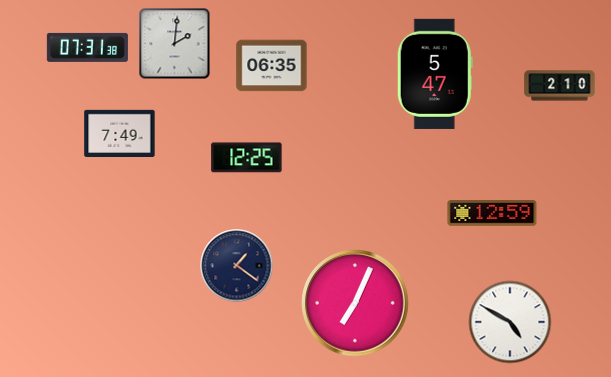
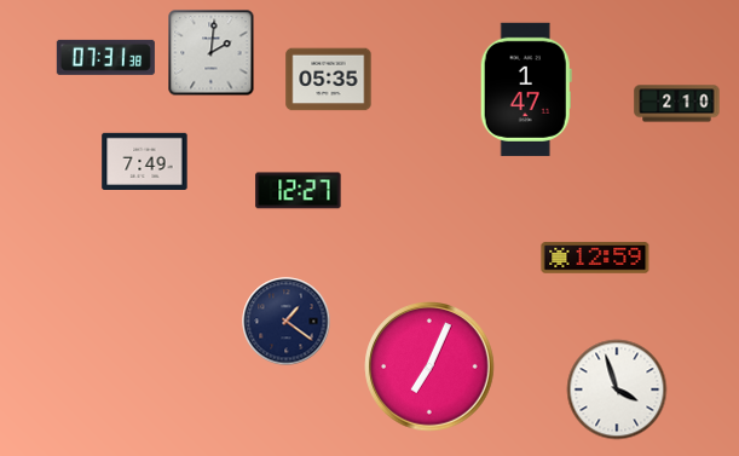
clock at (272, 66): 06:35 -> 05:35
clock at (435, 74): 5:47 -> 1:47
clock at (247, 158): 12:25 -> 12:27
clock at (510, 322): 4:50 -> 3:57
